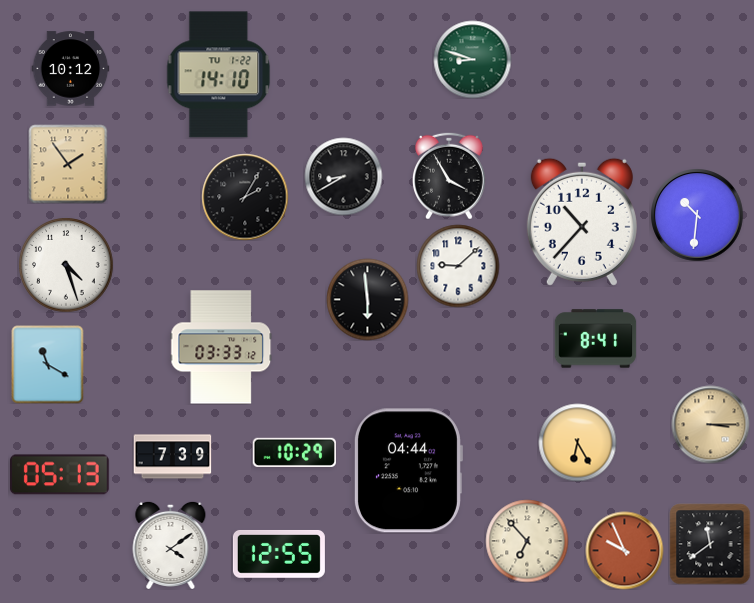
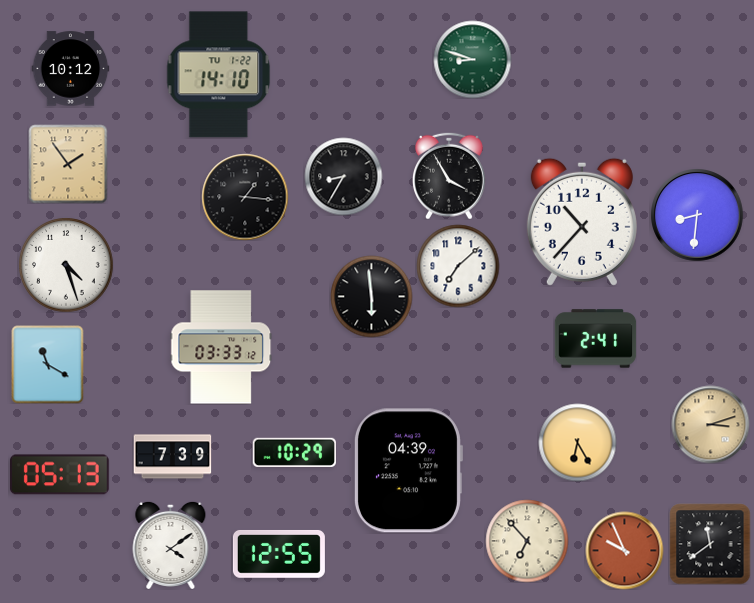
clock at (343, 176): 8:40 -> 8:35
clock at (245, 197): 2:05 -> 1:16
clock at (697, 215): 10:31 -> 8:31
clock at (458, 266): 9:08 -> 7:08
clock at (367, 299) position: (367, 299) -> (371, 296)
clock at (595, 339): 8:41 -> 2:41
clock at (710, 424): 3:15 -> 3:12
clock at (408, 471): 04:44 -> 04:39
